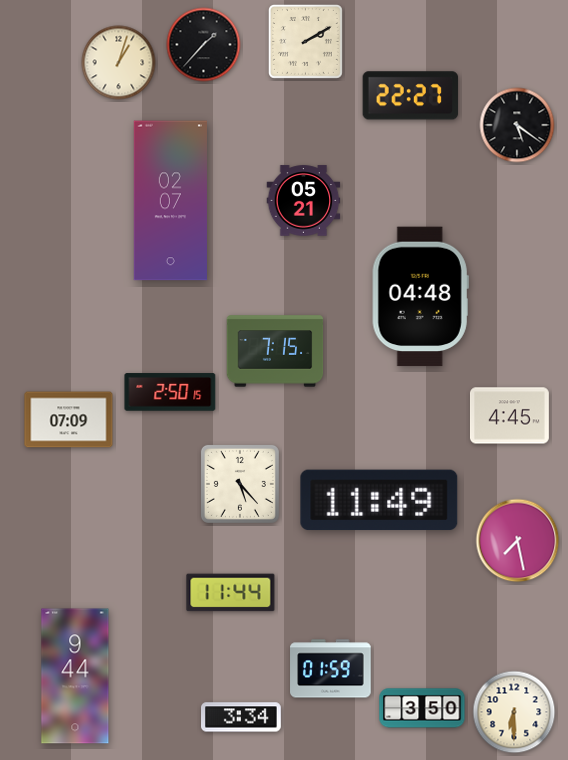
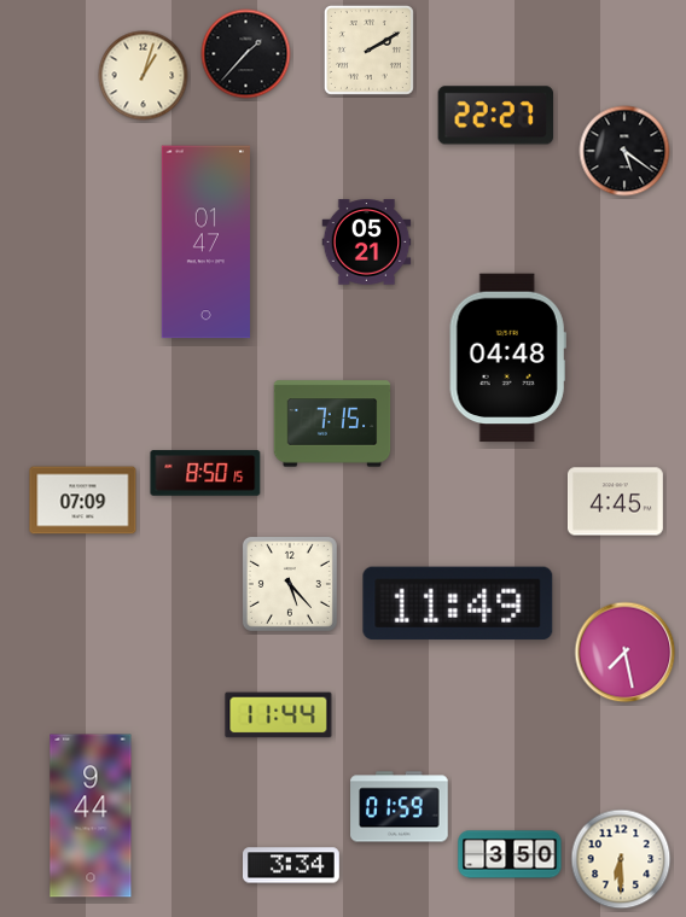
clock at (170, 201): 02:07 -> 01:47
clock at (170, 392): 2:50 -> 8:50
clock at (69, 420) position: (69, 420) -> (83, 501)
